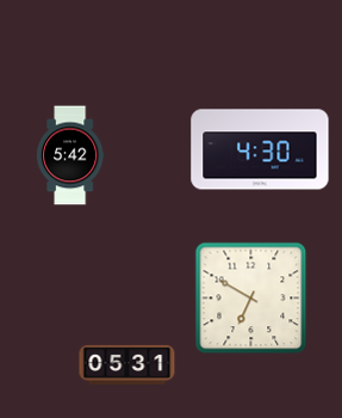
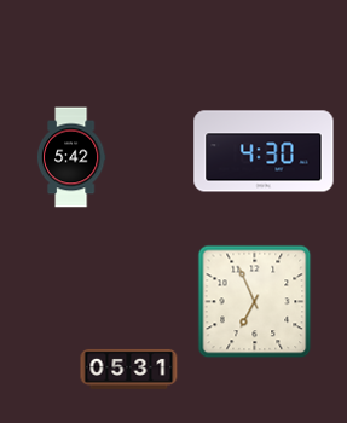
clock at (251, 299): 6:50 -> 6:56
